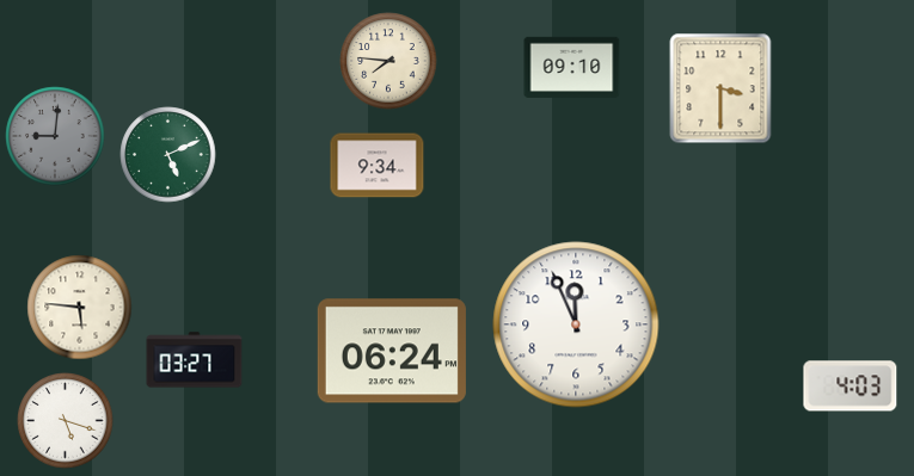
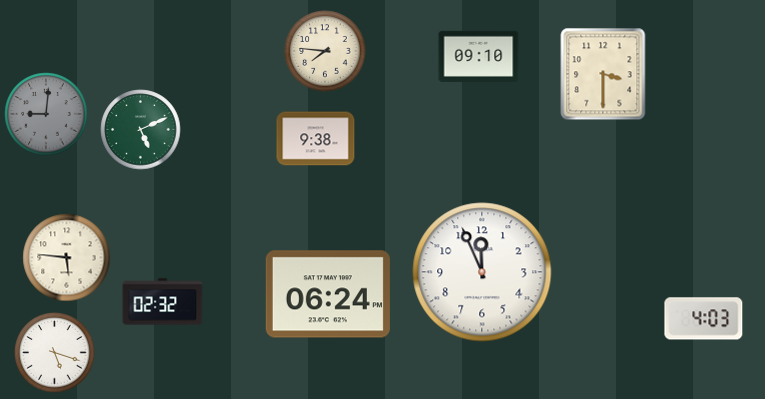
clock at (378, 166): 9:34 -> 9:38
clock at (195, 360): 03:27 -> 02:32
clock at (851, 387) position: (851, 387) -> (704, 319)
